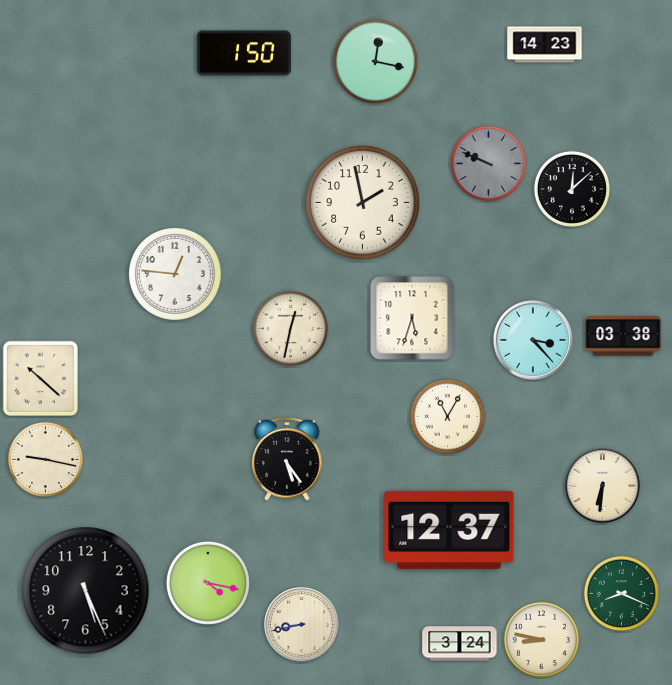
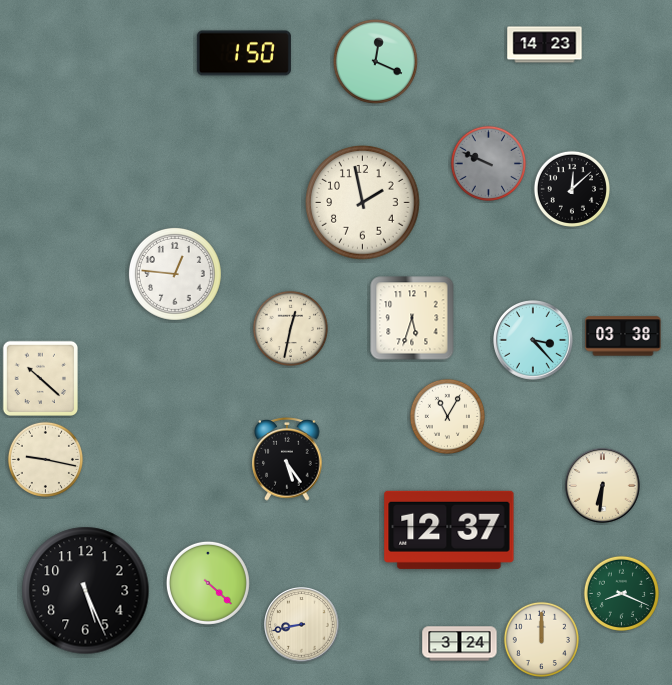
clock at (375, 61): 12:17 -> 12:19
clock at (208, 583): 4:17 -> 4:22
clock at (541, 639): 8:47 -> 12:00
